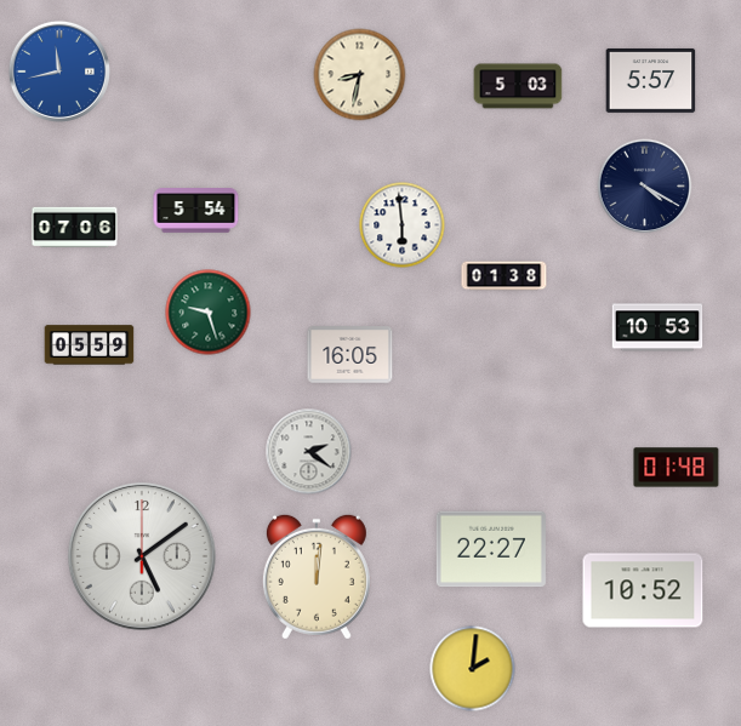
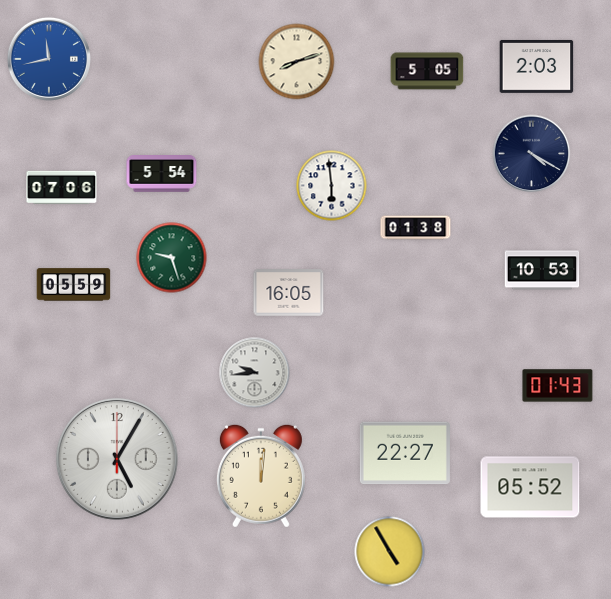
clock at (360, 75): 8:32 -> 8:12
clock at (651, 80): 5:57 -> 2:03
clock at (518, 86): 5:03 -> 5:05
clock at (309, 452): 2:21 -> 9:44
clock at (677, 468): 01:48 -> 01:43
clock at (142, 556): 5:09 -> 5:05
clock at (643, 590): 10:52 -> 05:52
clock at (473, 669): 2:01 -> 4:55
